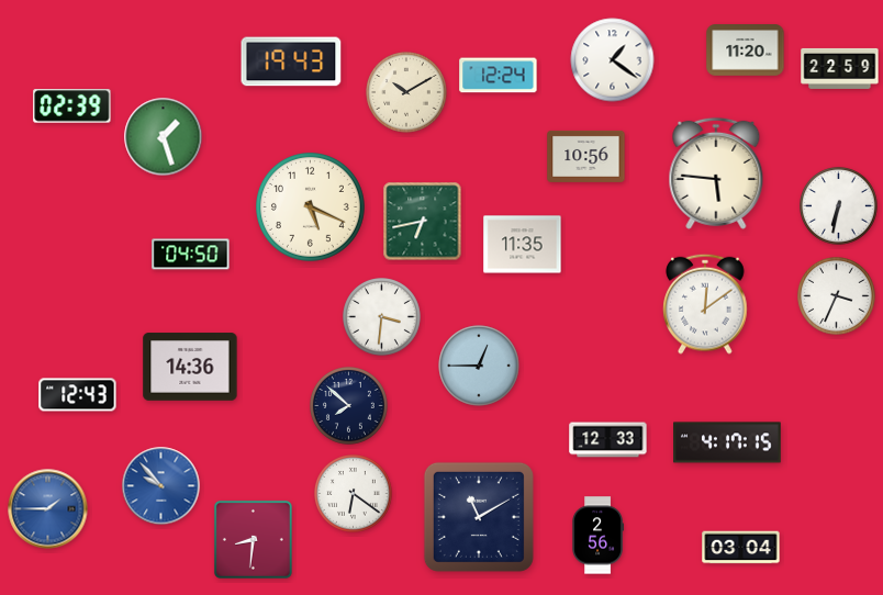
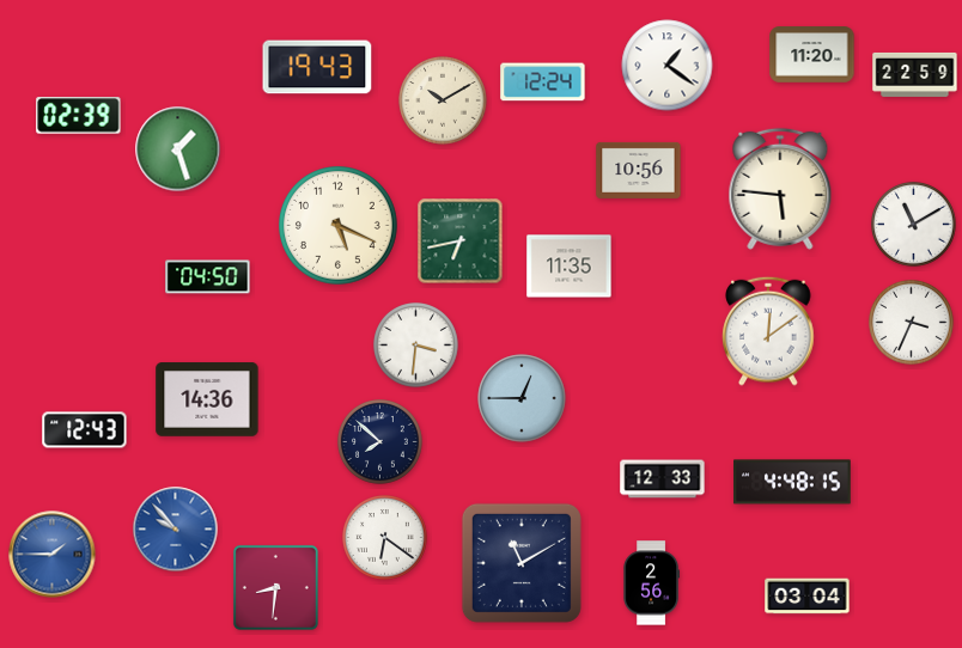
clock at (839, 206): 6:32 -> 11:10
clock at (727, 442): 4:17 -> 4:48
